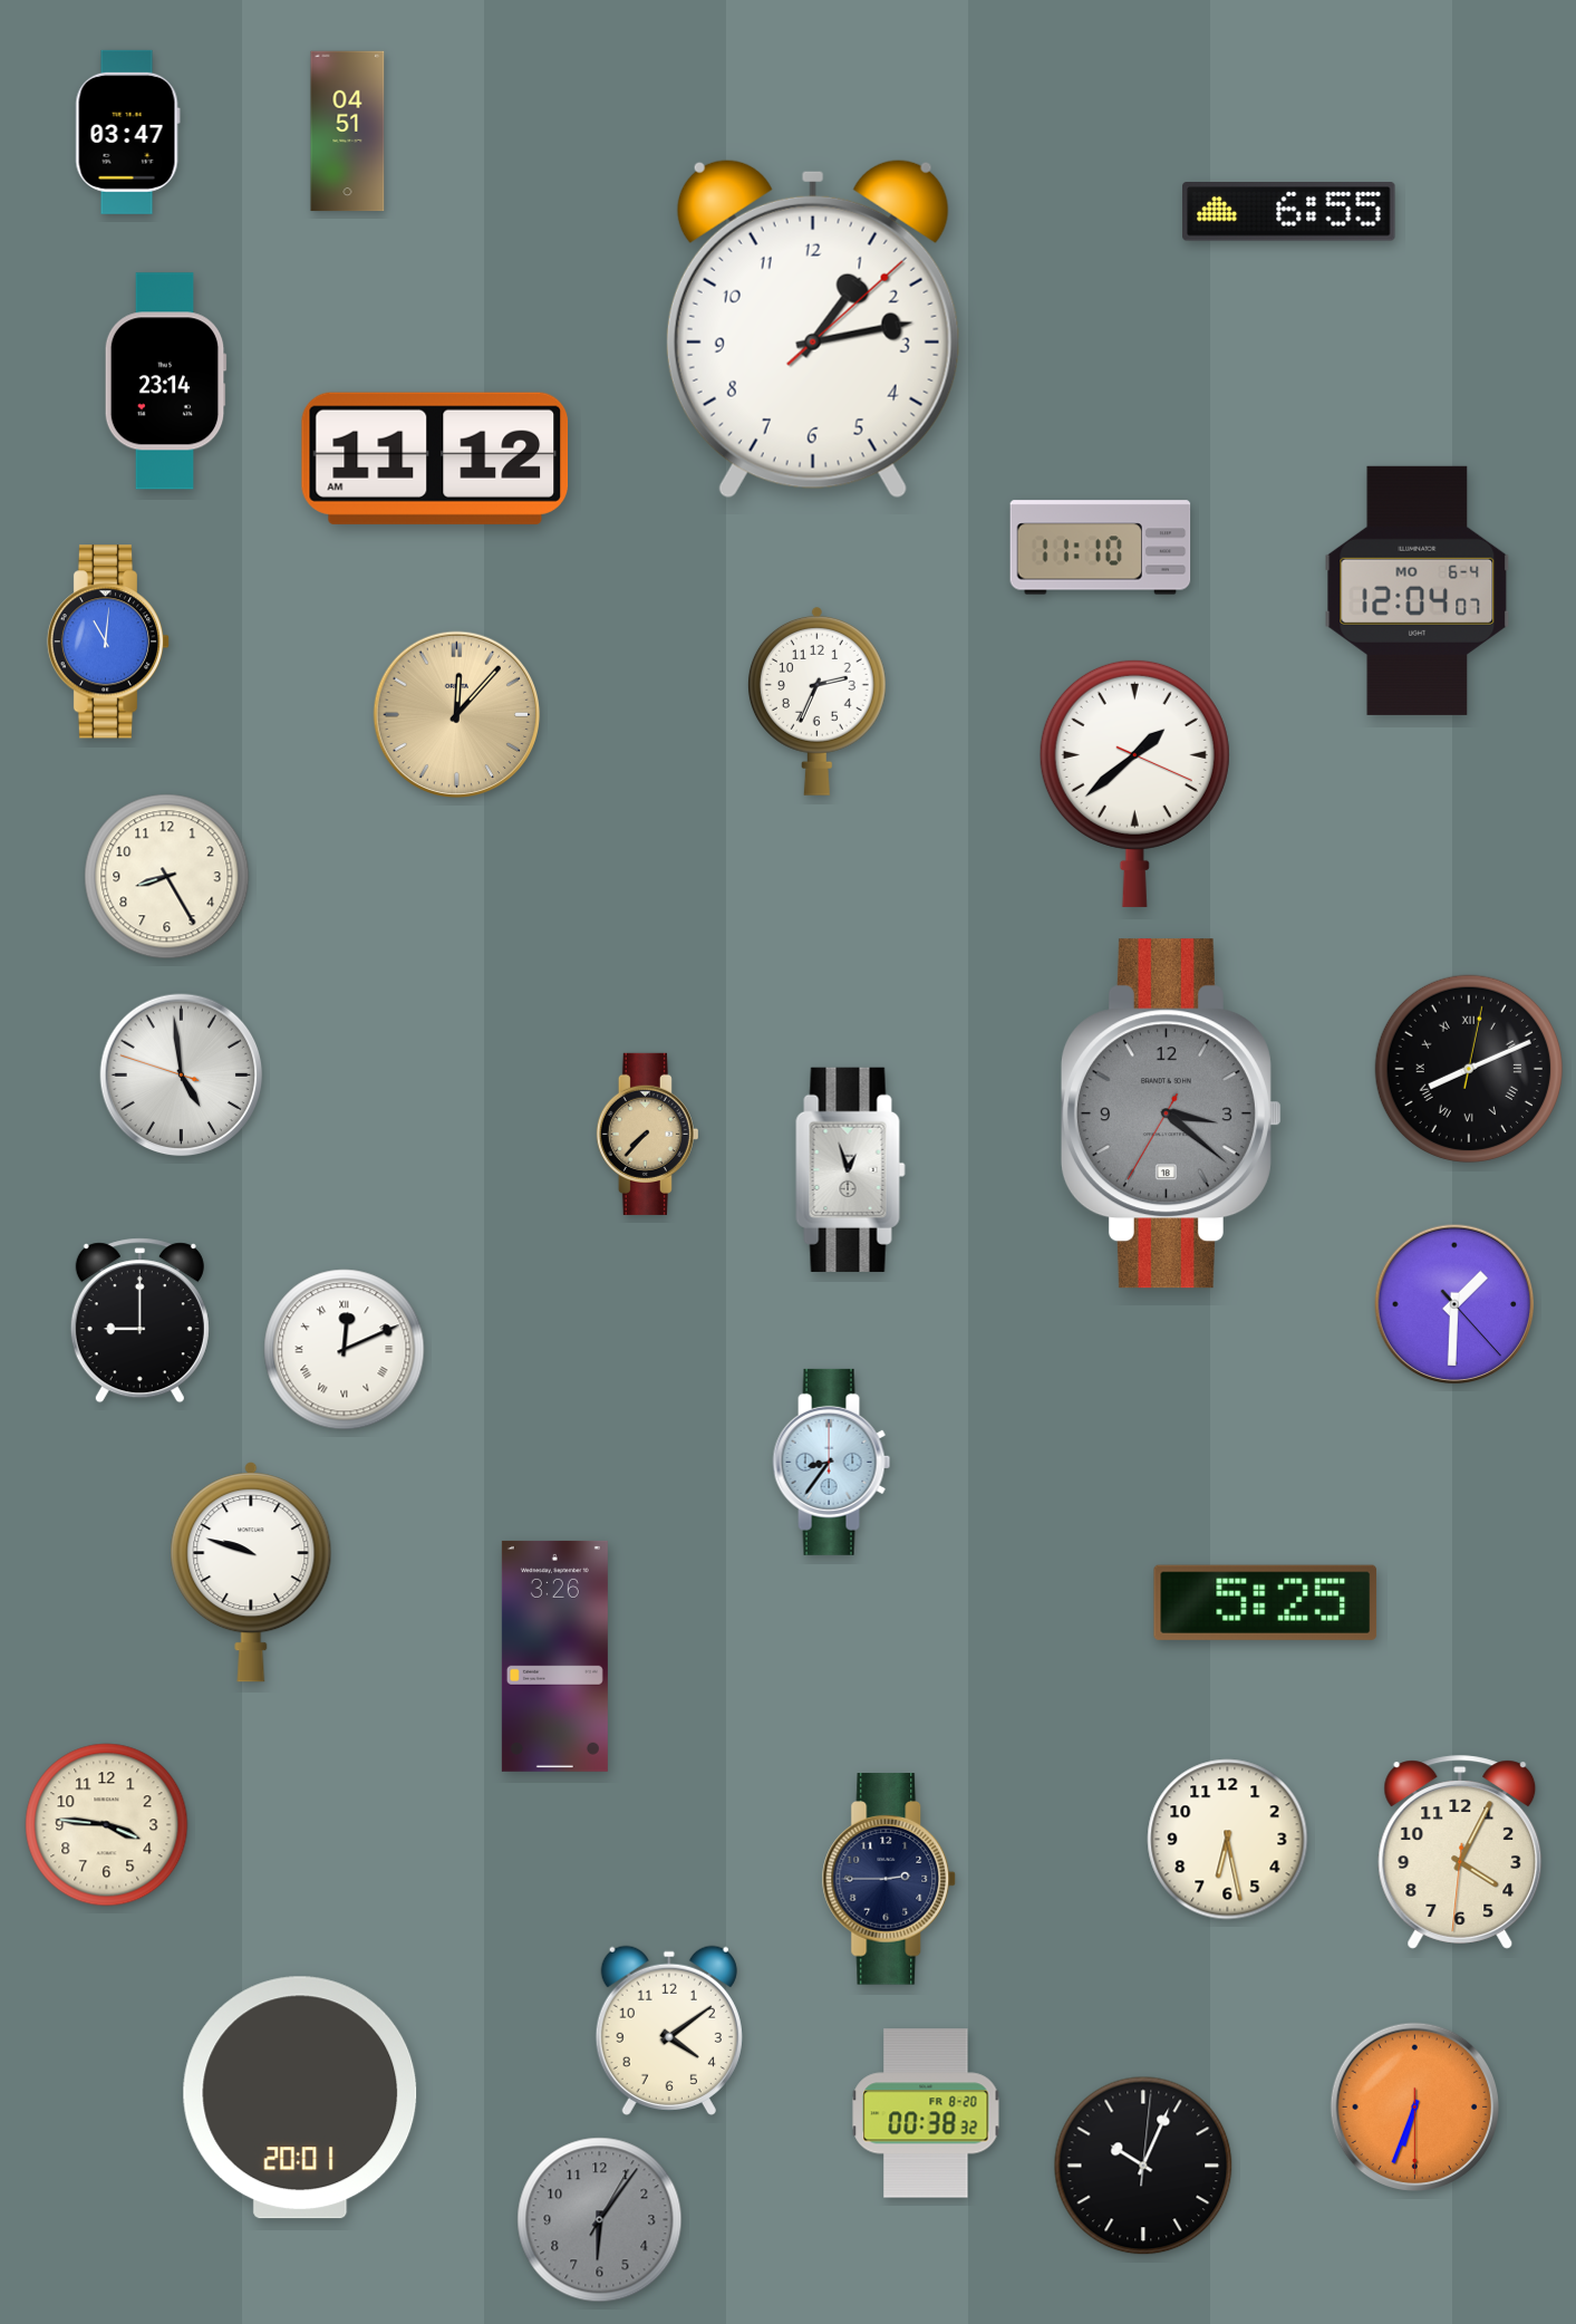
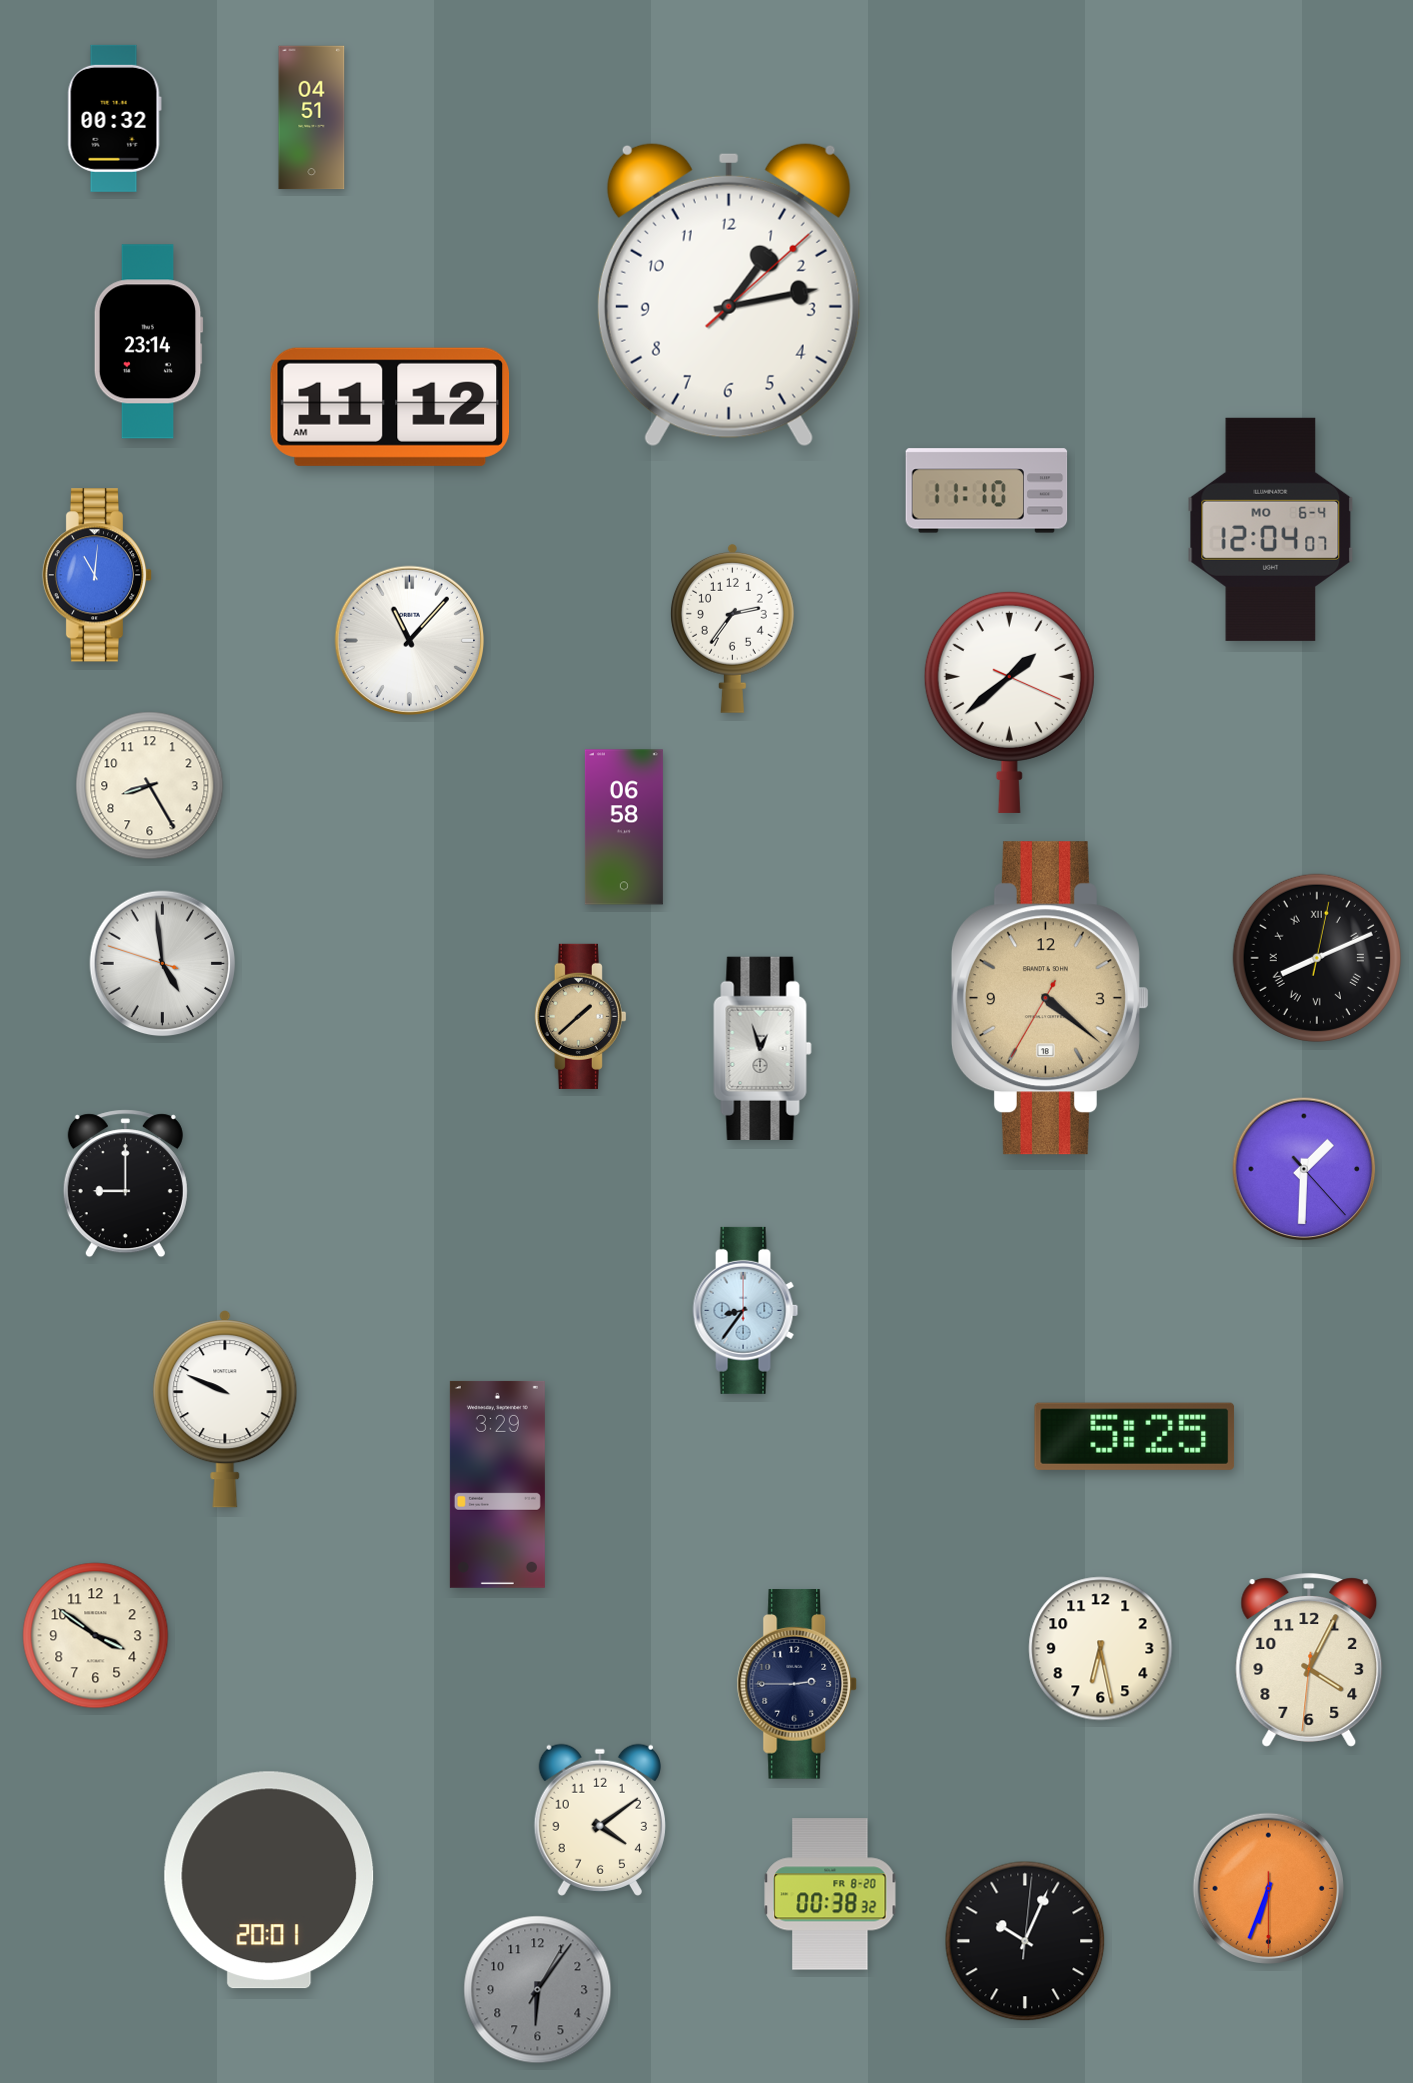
clock at (127, 132): 03:47 -> 00:32
clock at (1289, 212): 6:55 -> none
clock at (434, 459) position: (434, 459) -> (389, 407)
clock at (816, 701): 2:34 -> 2:36
clock at (457, 715): 12:07 -> 11:07
clock at (457, 715) dial: champagne -> white
clock at (1134, 783) position: (1134, 783) -> (1009, 702)
clock at (624, 827): none -> 06:58
clock at (1171, 1113): 3:21 -> 4:21
clock at (1171, 1113) dial: grey -> champagne
clock at (647, 1134): 7:37 -> 1:38
clock at (345, 1350): 12:11 -> none
clock at (251, 1572): 9:48 -> 9:49
clock at (554, 1656): 3:26 -> 3:29
clock at (107, 1825): 3:46 -> 3:51
